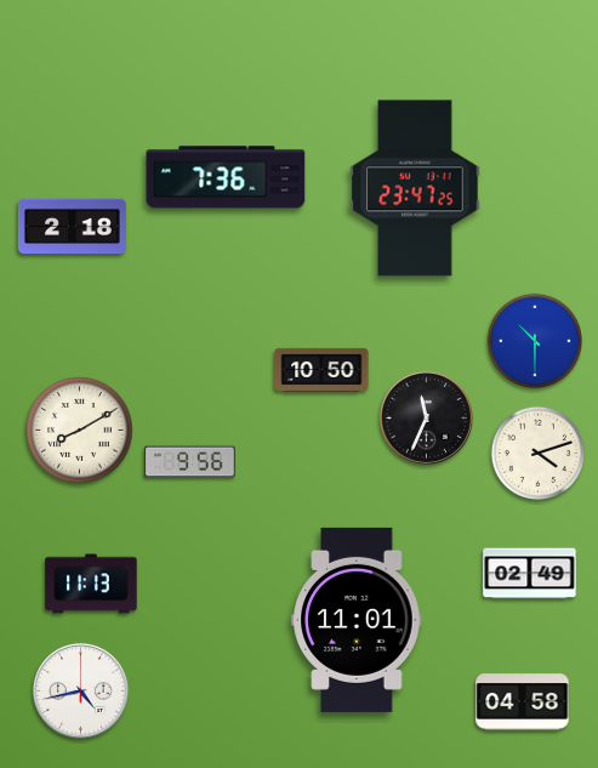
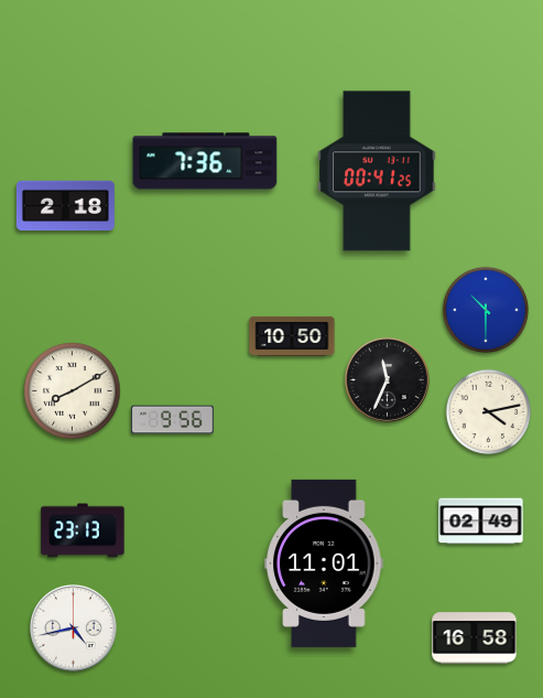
clock at (415, 188): 23:47 -> 00:41
clock at (539, 454): 4:12 -> 4:13
clock at (91, 584): 11:13 -> 23:13
clock at (523, 702): 04:58 -> 16:58
